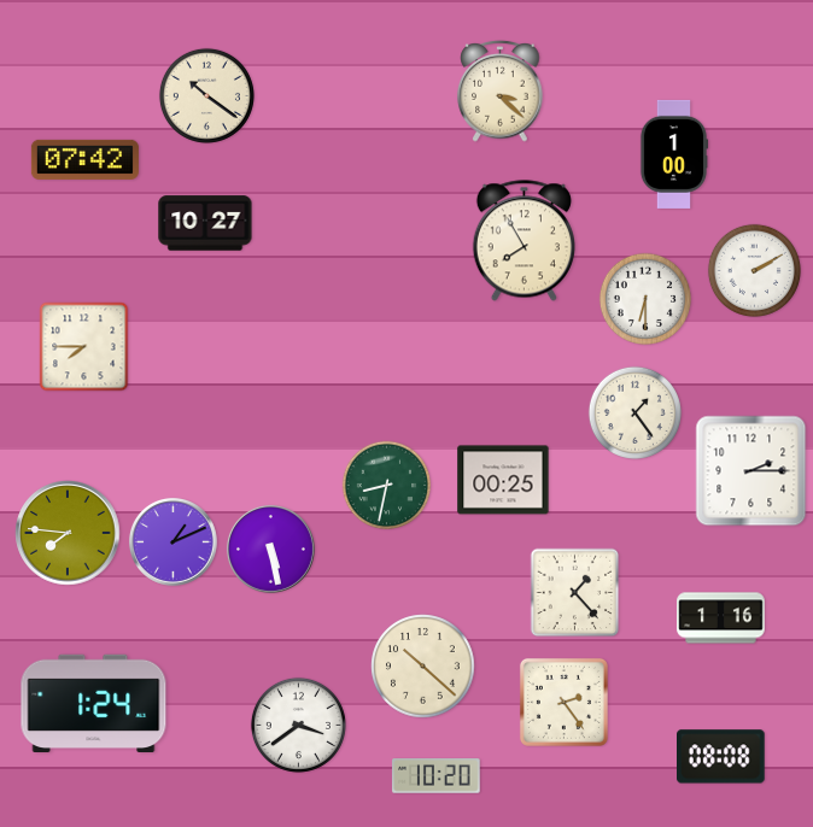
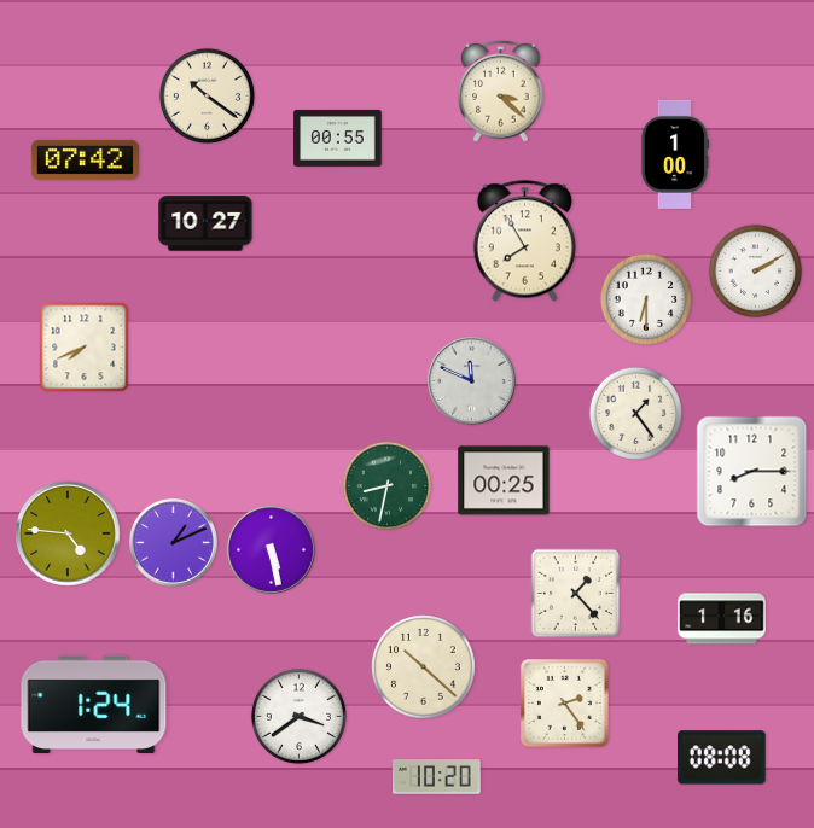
clock at (338, 138): none -> 00:55
clock at (84, 347): 7:45 -> 7:41
clock at (471, 380): none -> 11:49
clock at (751, 471): 2:15 -> 8:15
clock at (68, 533): 7:46 -> 4:46
clock at (298, 725) position: (298, 725) -> (298, 716)
